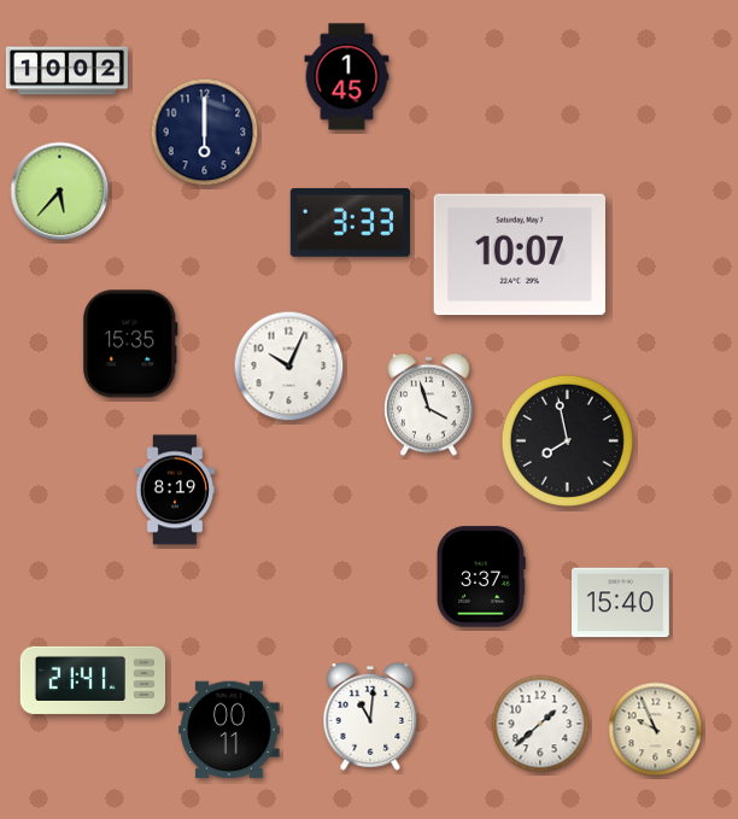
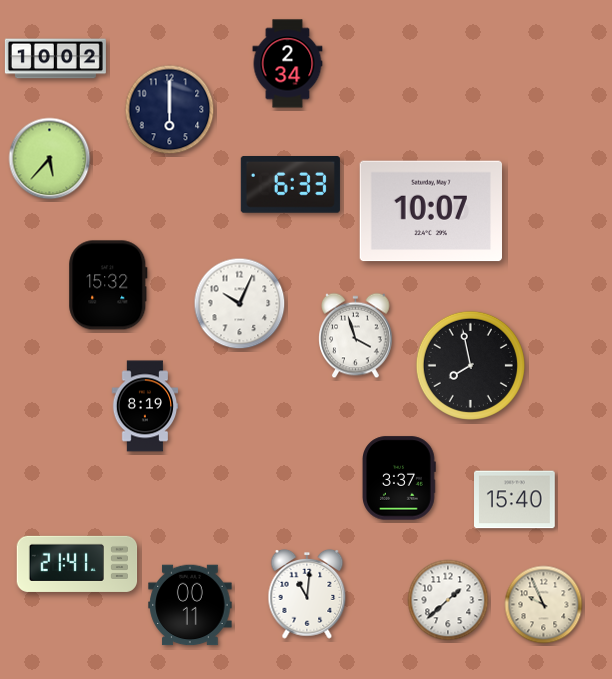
clock at (347, 77): 1:45 -> 2:34
clock at (350, 223): 3:33 -> 6:33
clock at (130, 344): 15:35 -> 15:32
